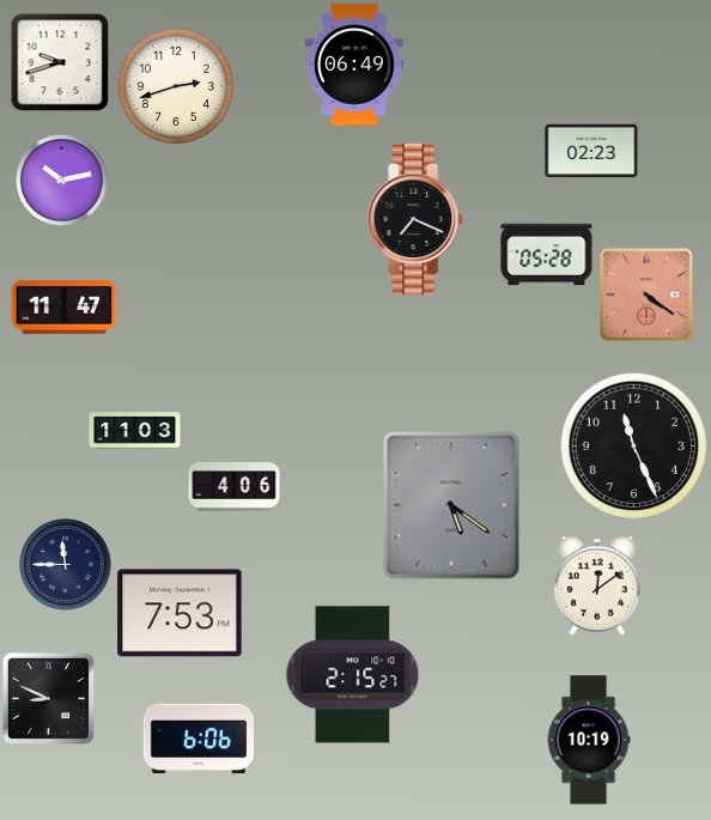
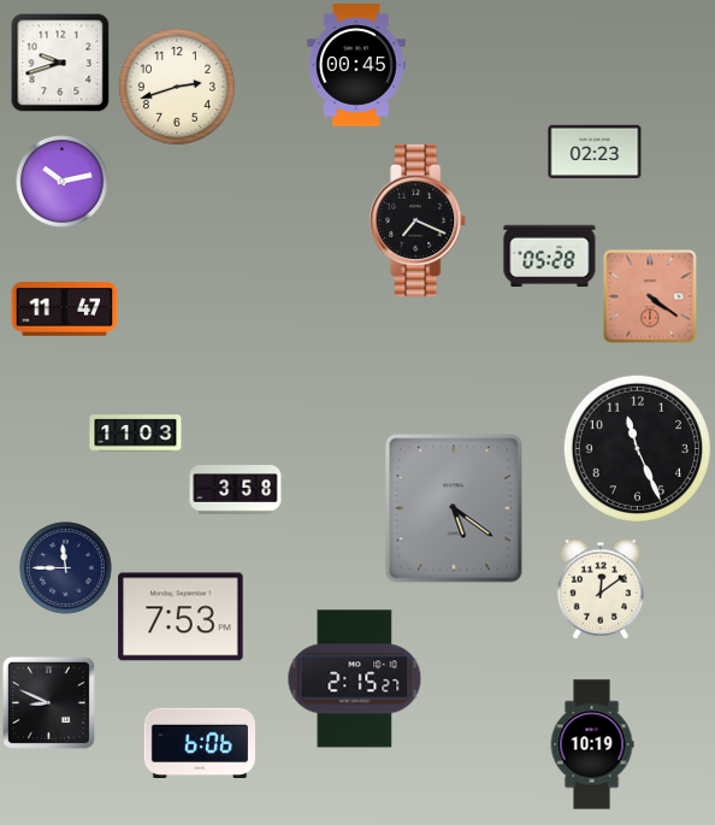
clock at (354, 65): 06:49 -> 00:45
clock at (235, 487): 4:06 -> 3:58
